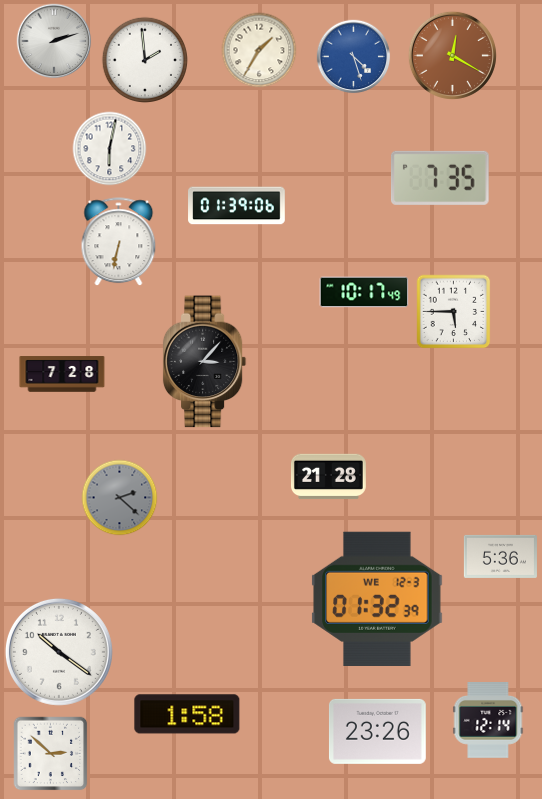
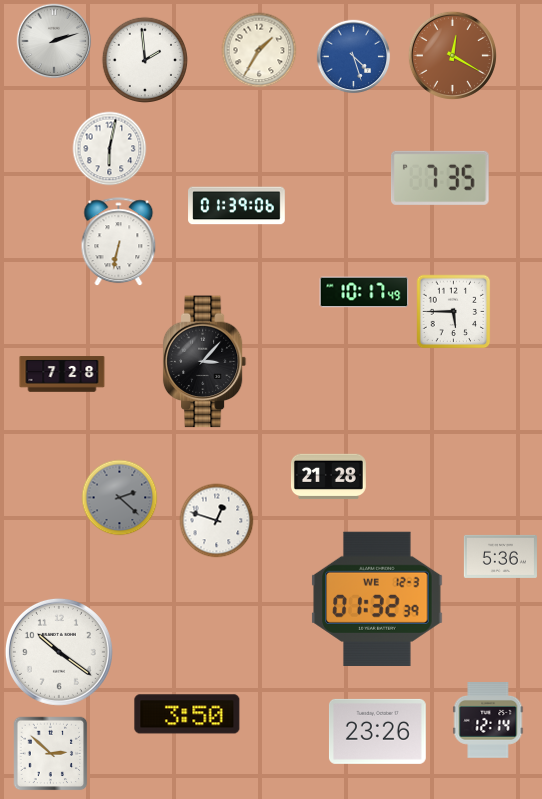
clock at (217, 521): none -> 12:48
clock at (187, 714): 1:58 -> 3:50
